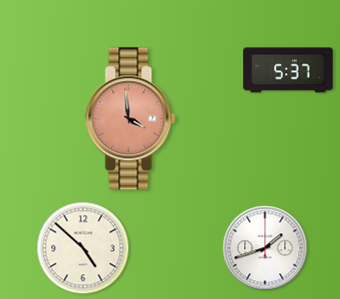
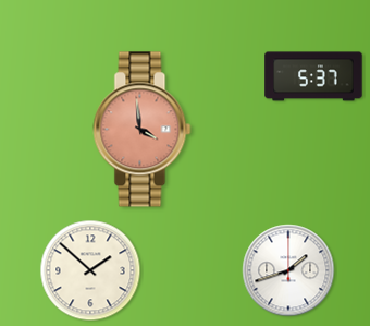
clock at (83, 248): 4:52 -> 1:52
